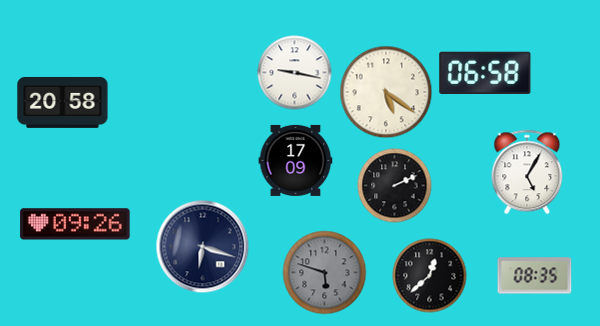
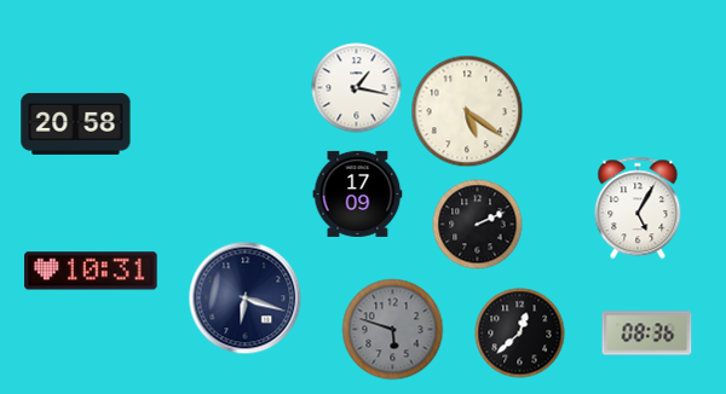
clock at (295, 73): 9:17 -> 1:17
clock at (485, 73): 06:58 -> none
clock at (75, 224): 09:26 -> 10:31
clock at (535, 276): 08:35 -> 08:36
